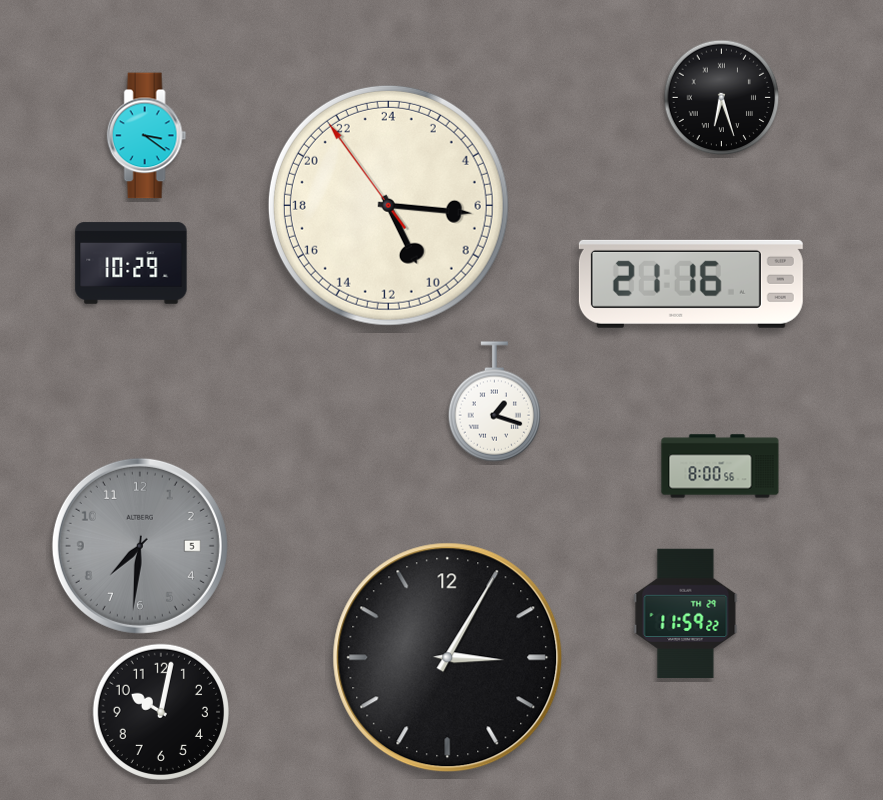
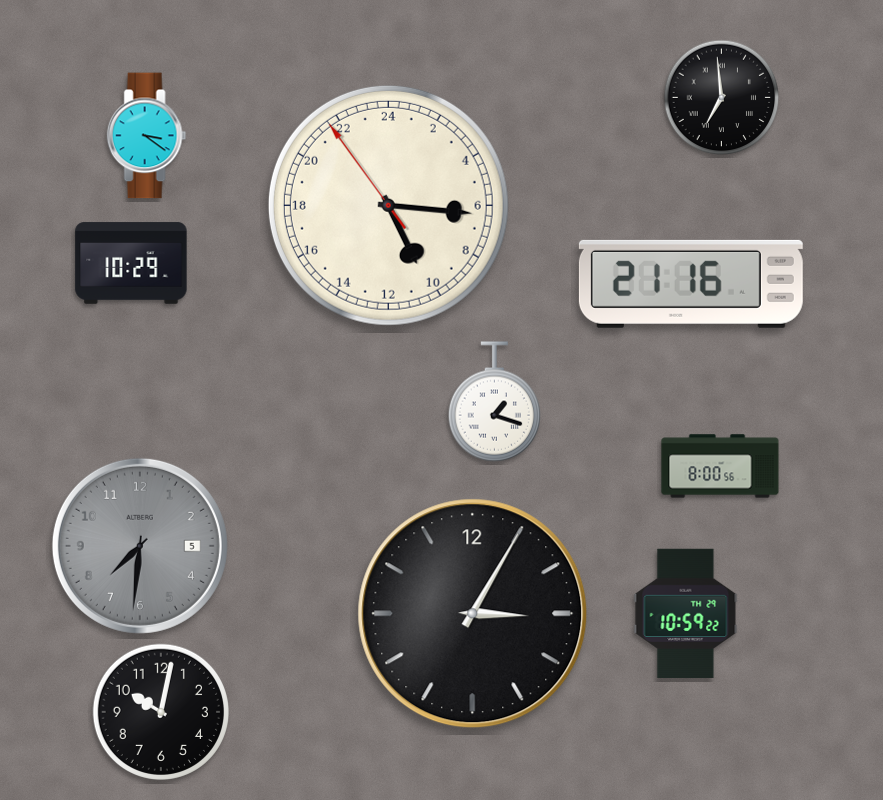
clock at (722, 98): 6:27 -> 6:59
clock at (686, 613): 11:59 -> 10:59
clock at (448, 658) position: (448, 658) -> (473, 614)
